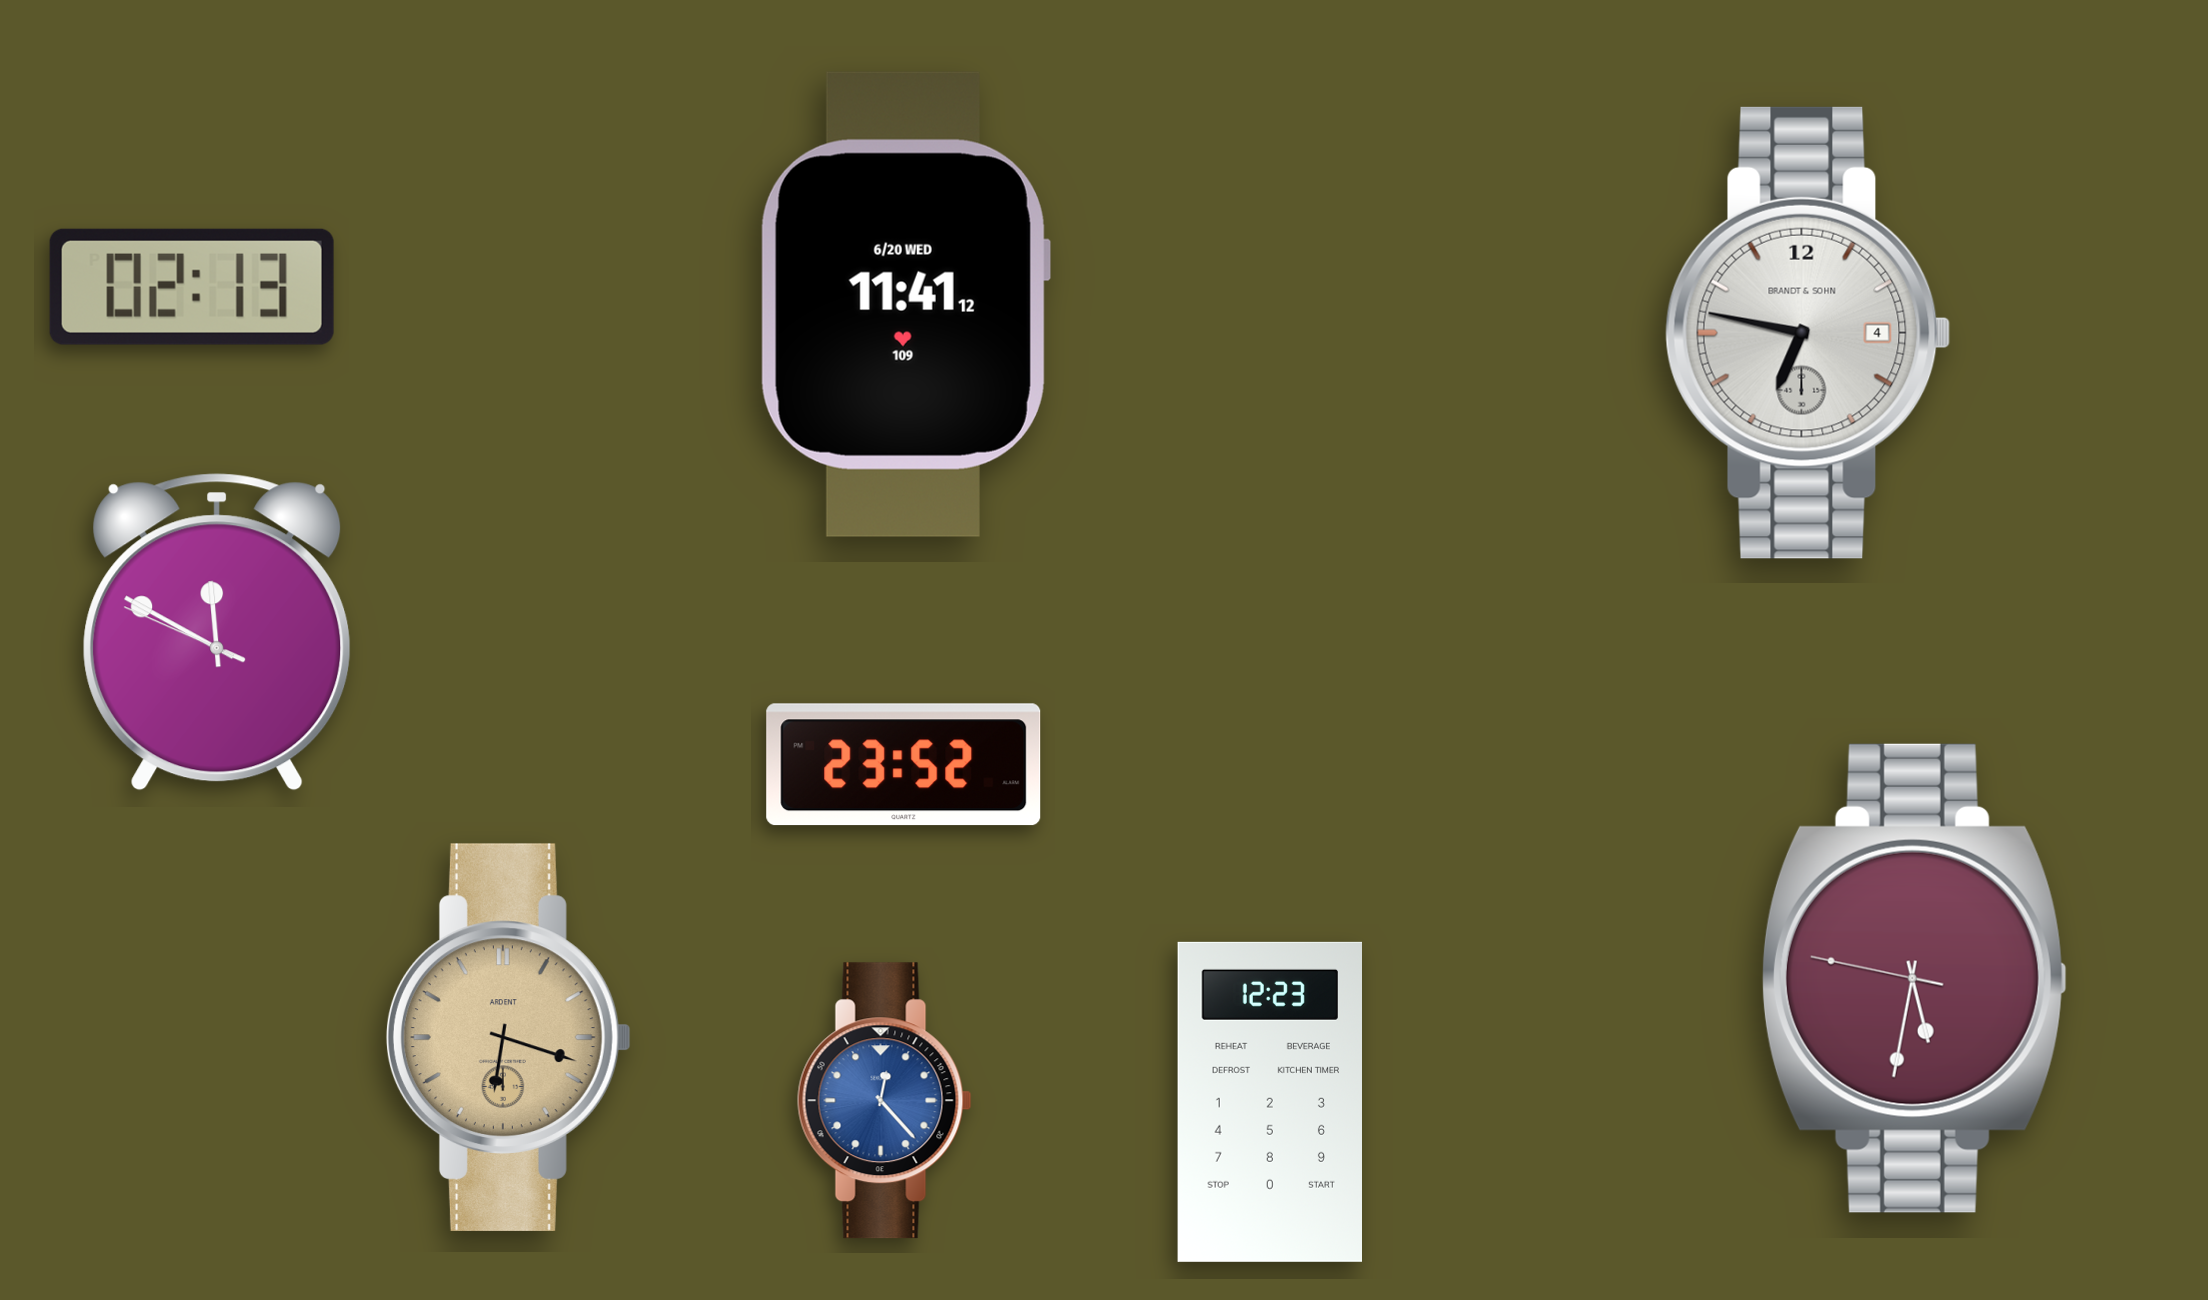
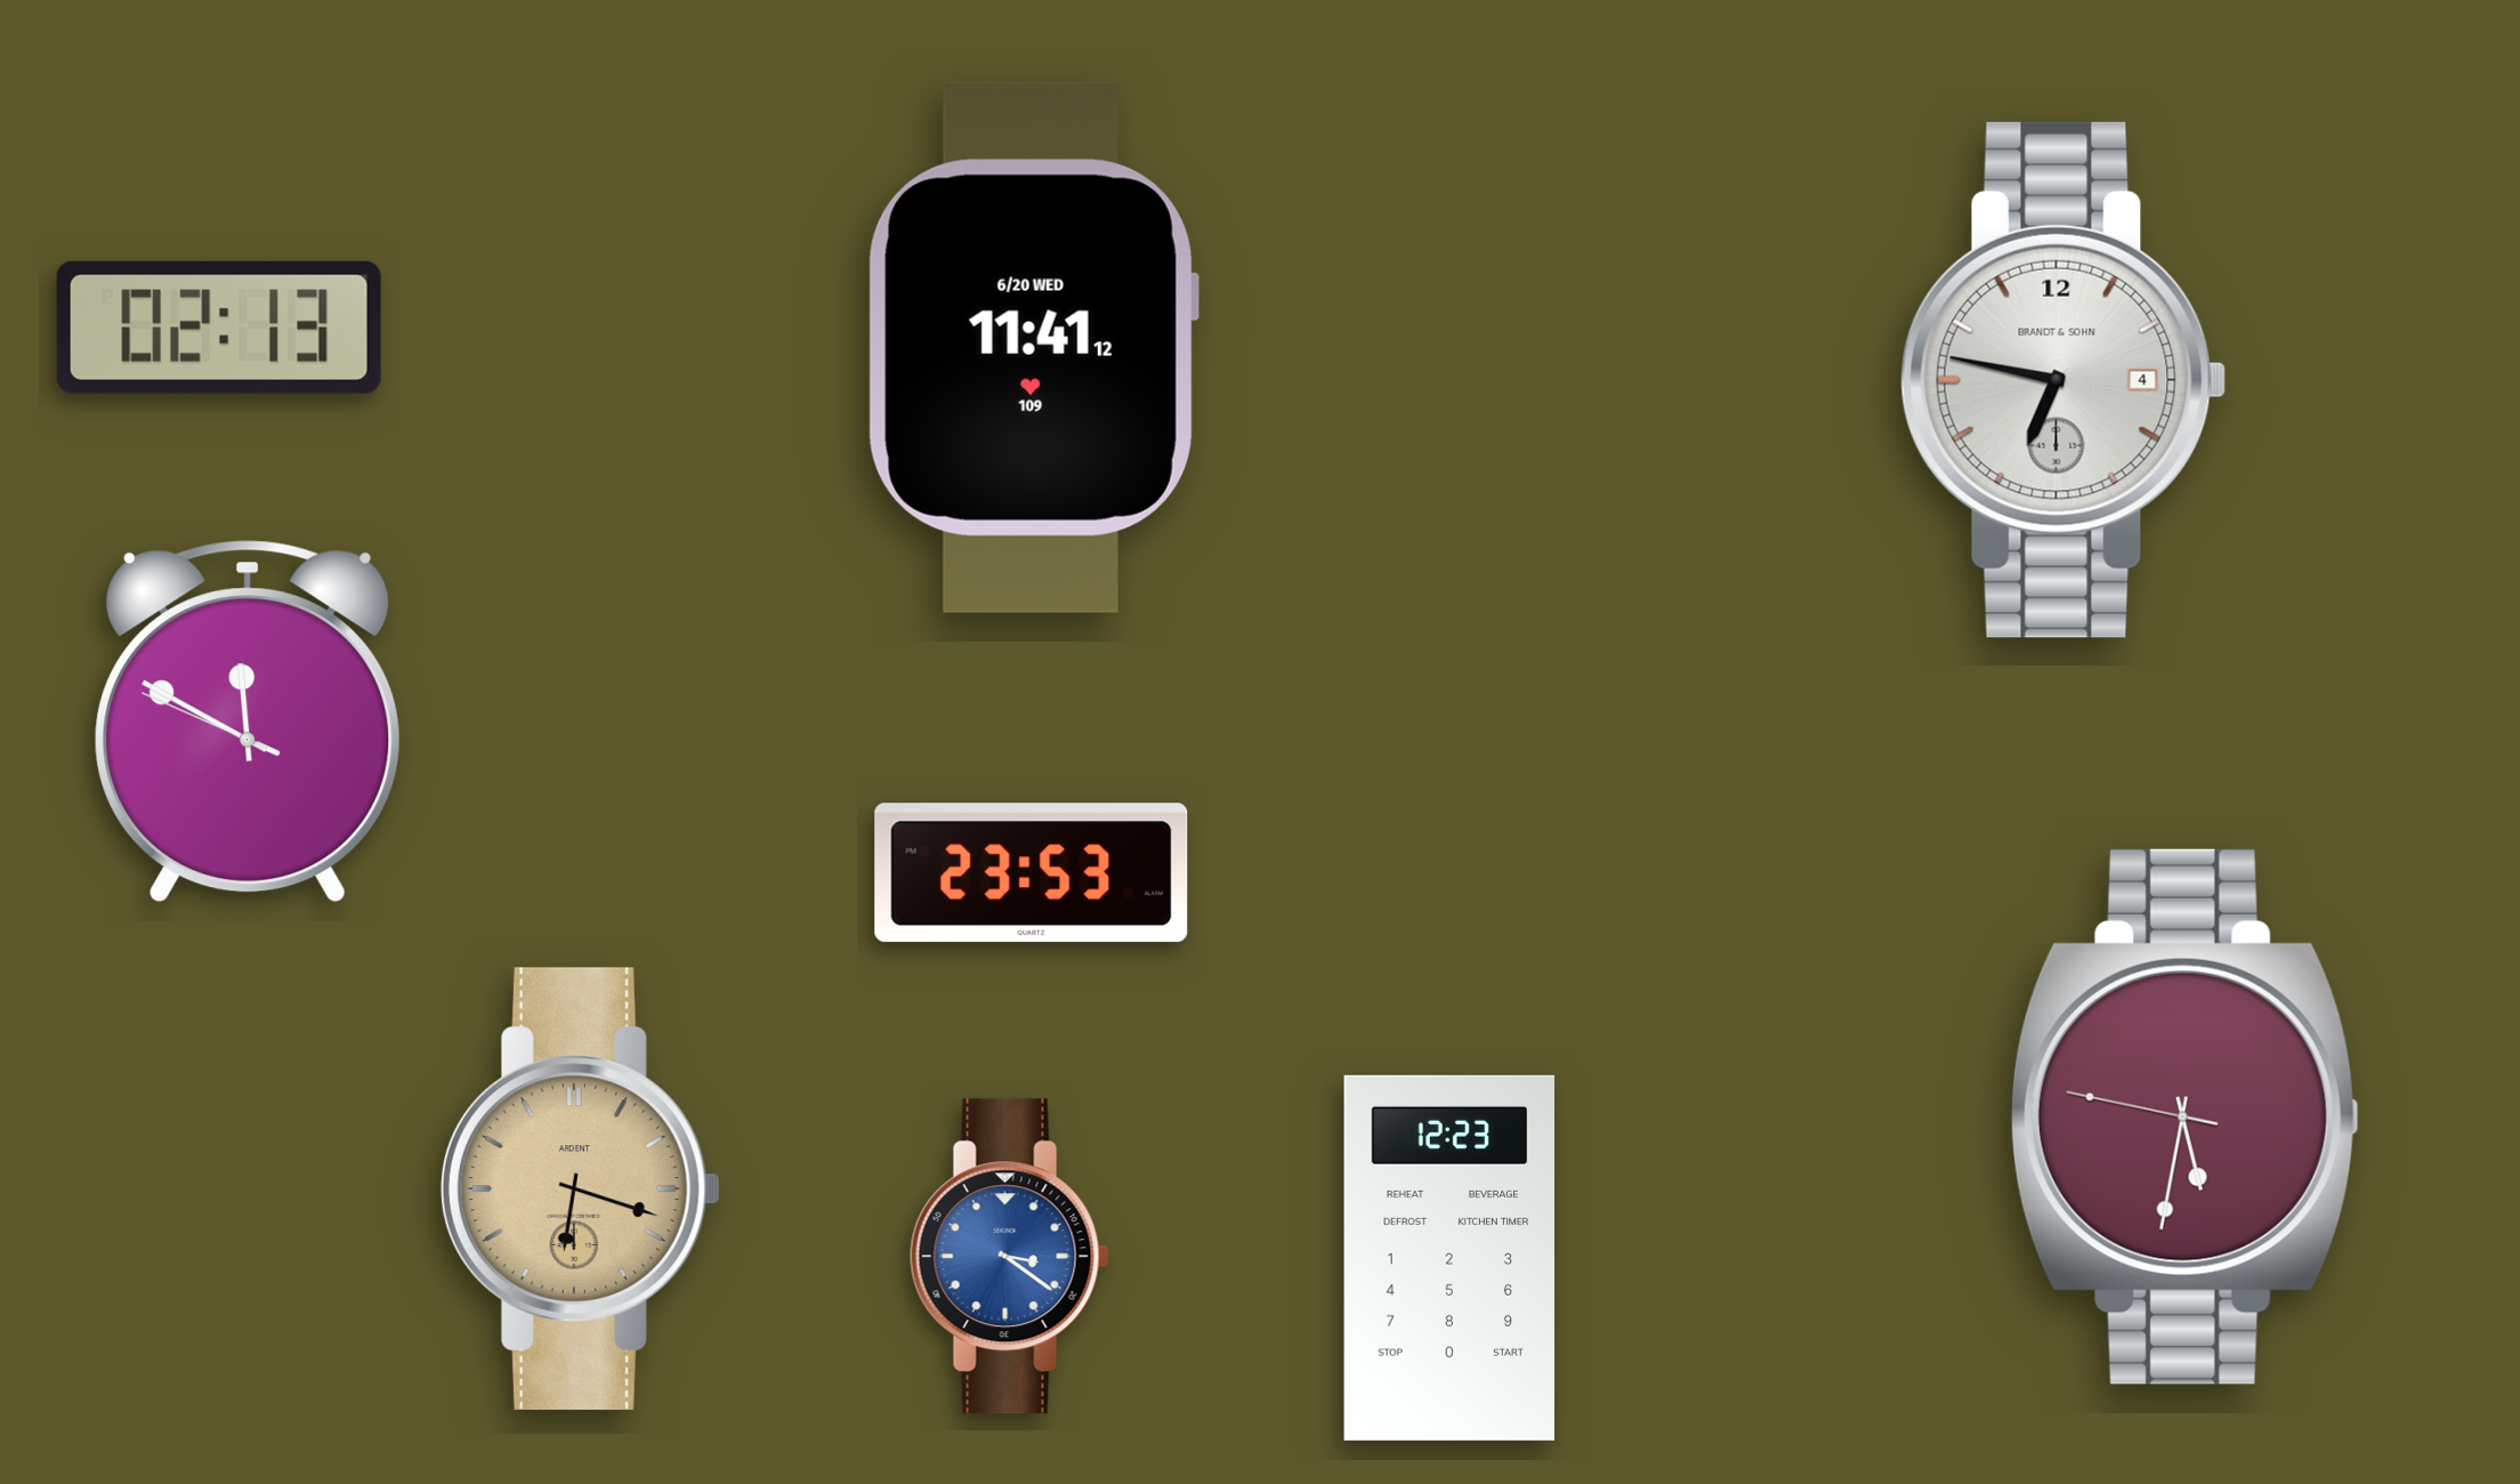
clock at (904, 765): 23:52 -> 23:53
clock at (508, 1037) position: (508, 1037) -> (580, 1188)
clock at (884, 1101): 12:23 -> 3:21
